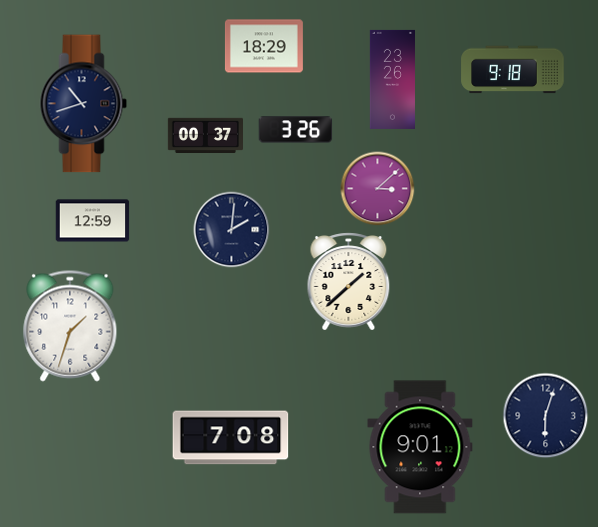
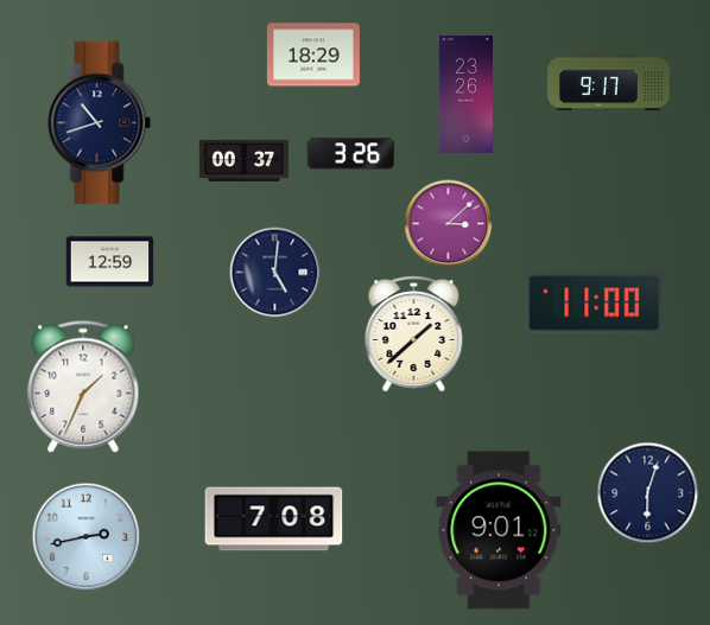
clock at (513, 70): 9:18 -> 9:17
clock at (232, 230): 2:01 -> 5:01
clock at (595, 304): none -> 11:00
clock at (70, 326): 1:33 -> 1:34
clock at (87, 537): none -> 2:43
